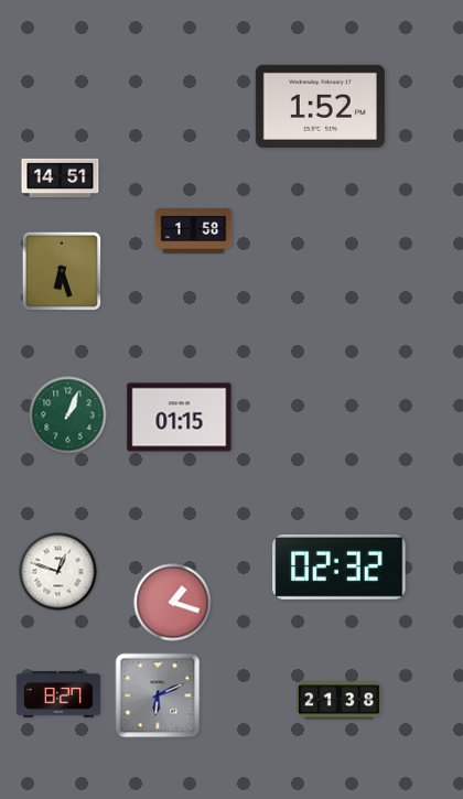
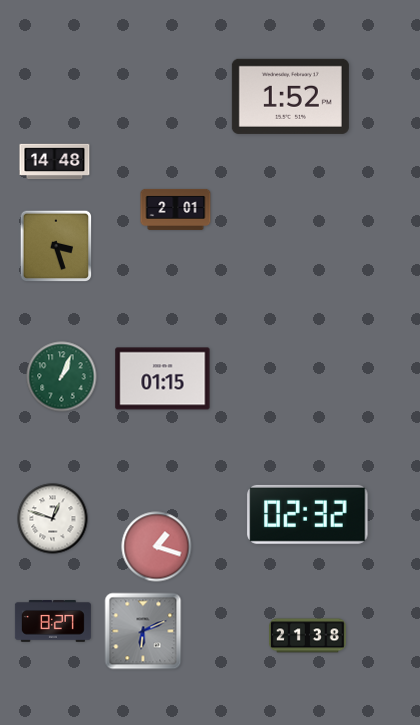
clock at (61, 179): 14:51 -> 14:48
clock at (194, 230): 1:58 -> 2:01
clock at (62, 271): 6:27 -> 3:27
clock at (58, 695) position: (58, 695) -> (53, 622)
